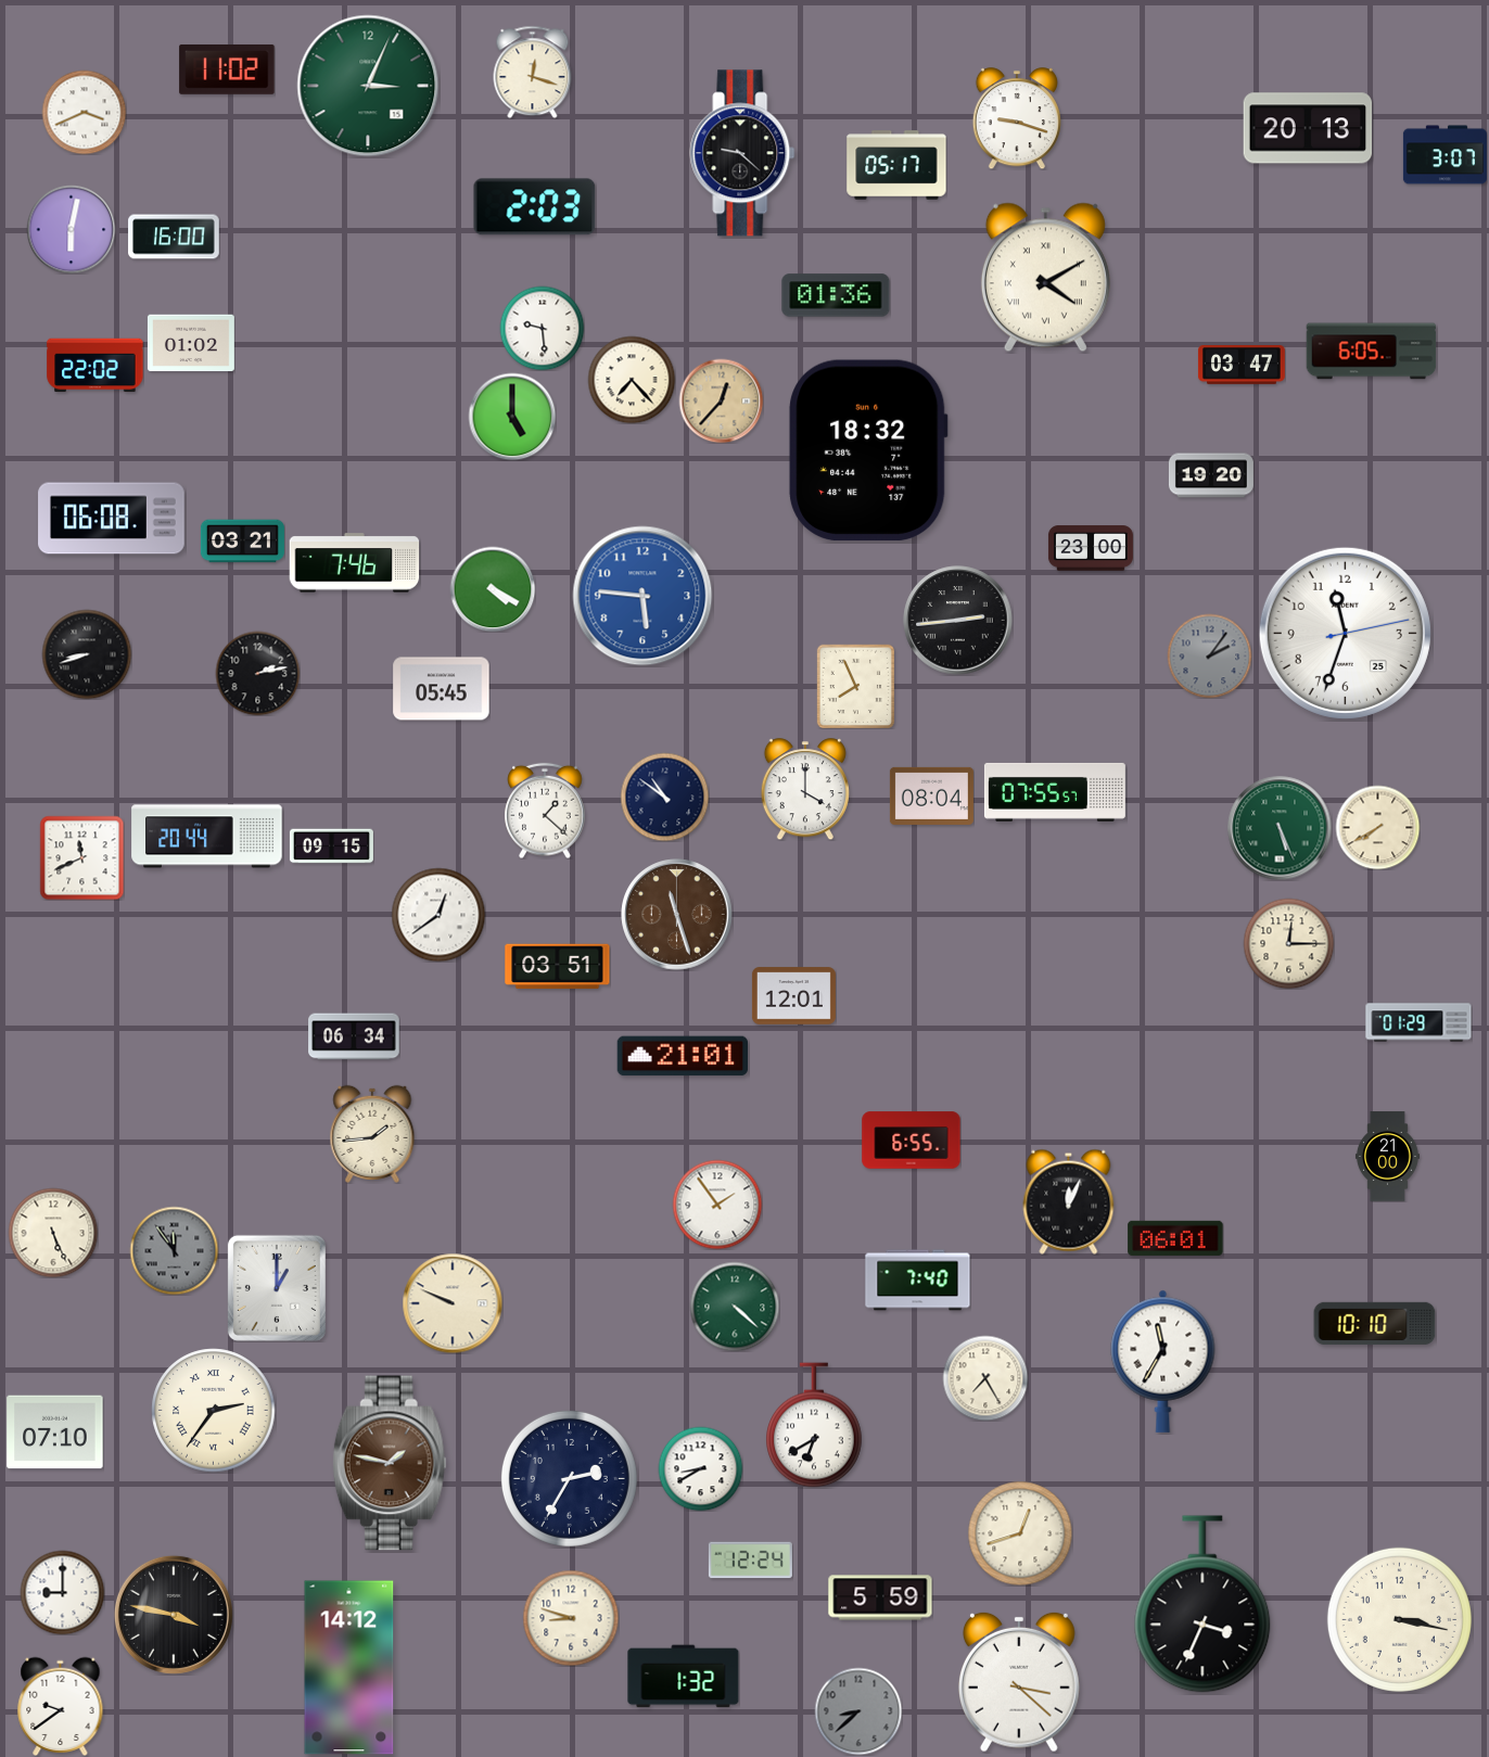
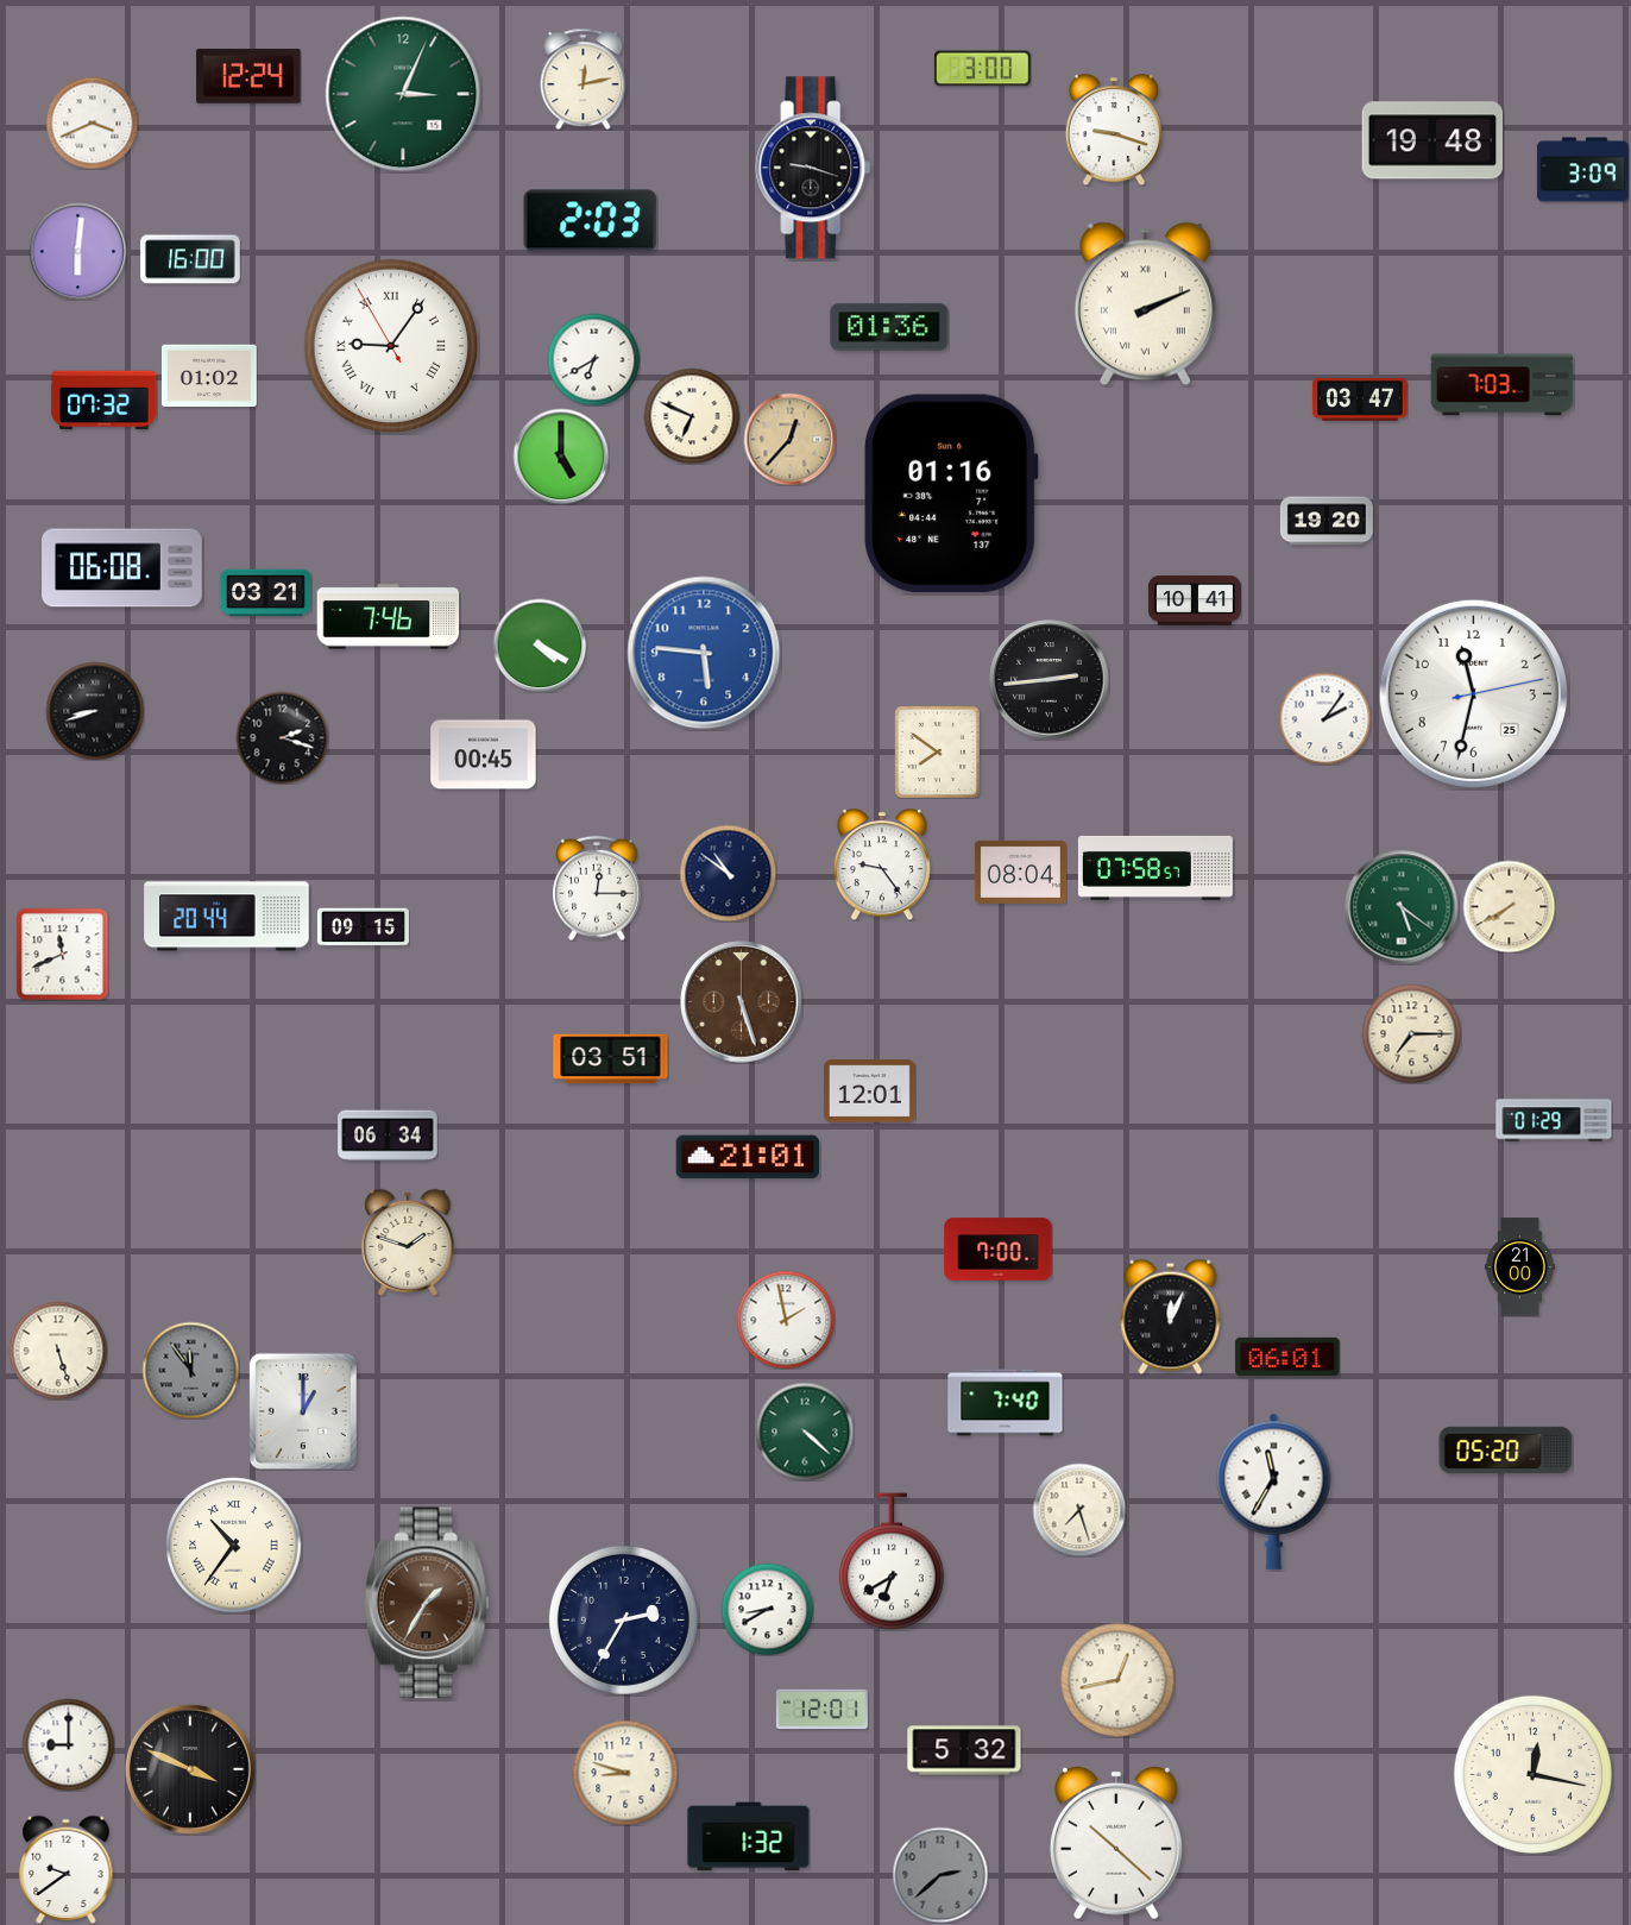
clock at (982, 69): none -> 3:00
clock at (227, 69): 11:02 -> 12:24
clock at (533, 72): 12:18 -> 12:13
clock at (1308, 128): 20:13 -> 19:48
clock at (742, 153): 9:22 -> 9:18
clock at (1445, 155): 3:07 -> 3:09
clock at (896, 165): 05:17 -> none
clock at (535, 207) position: (535, 207) -> (591, 221)
clock at (71, 229): 6:02 -> 6:01
clock at (1045, 278): 4:10 -> 2:11
clock at (836, 295) position: (836, 295) -> (889, 327)
clock at (391, 346): none -> 9:05
clock at (542, 328): 9:29 -> 6:40
clock at (1372, 352): 6:05 -> 7:03
clock at (96, 366): 22:02 -> 07:32
clock at (632, 380): 7:23 -> 6:49
clock at (868, 450): 18:32 -> 01:16
clock at (1091, 548): 23:00 -> 10:41
clock at (1345, 633): 11:33 -> 11:32
clock at (87, 654) position: (87, 654) -> (95, 711)
clock at (1209, 655) dial: grey -> white
clock at (257, 673): 2:13 -> 2:18
clock at (855, 686): 7:56 -> 7:51
clock at (442, 689): 05:45 -> 00:45
clock at (805, 789): 4:00 -> 9:24
clock at (1055, 792): 07:55 -> 07:58
clock at (545, 811): 1:22 -> 12:15
clock at (1280, 828): 5:26 -> 5:21
clock at (81, 857) position: (81, 857) -> (62, 954)
clock at (438, 915): 12:39 -> none
clock at (677, 915): 11:27 -> 5:27
clock at (1288, 943): 12:15 -> 7:15
clock at (372, 1134): 1:44 -> 1:48
clock at (912, 1141): 6:55 -> 7:00
clock at (717, 1205): 1:54 -> 1:58
clock at (53, 1233): 5:26 -> 5:27
clock at (453, 1303): 9:49 -> none
clock at (1375, 1324): 10:10 -> 05:20
clock at (985, 1378): 7:25 -> 7:27
clock at (214, 1411): 2:36 -> 10:36
clock at (55, 1433): 07:10 -> none
clock at (390, 1463): 1:47 -> 1:35
clock at (1020, 1533): 12:42 -> 12:43
clock at (750, 1561): 12:24 -> 12:01
clock at (880, 1597): 5:59 -> 5:32
clock at (1202, 1604): 3:34 -> none
clock at (174, 1615): 3:47 -> 3:49
clock at (1399, 1619): 3:17 -> 12:17
clock at (349, 1668): 14:12 -> none
clock at (1019, 1682): 3:22 -> 10:22
clock at (858, 1711): 8:38 -> 2:38
